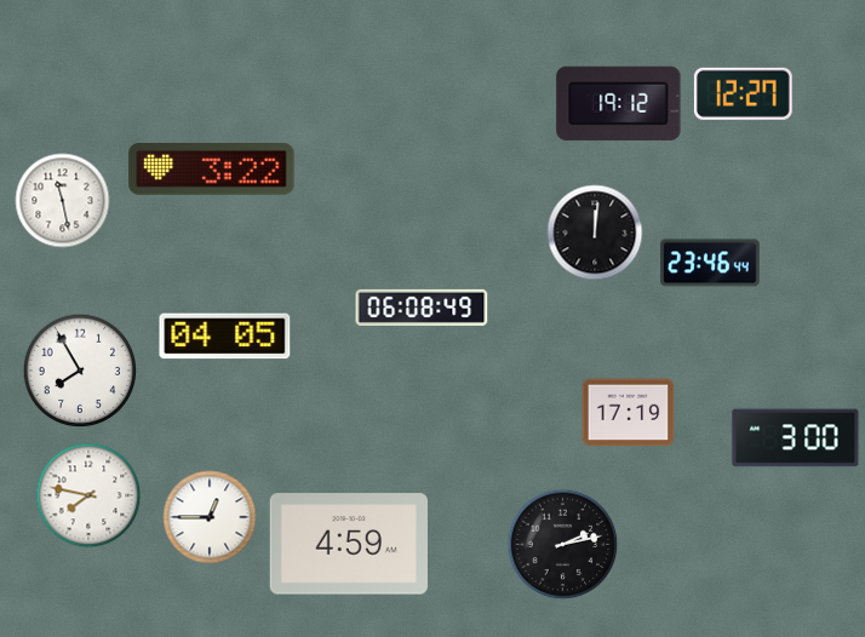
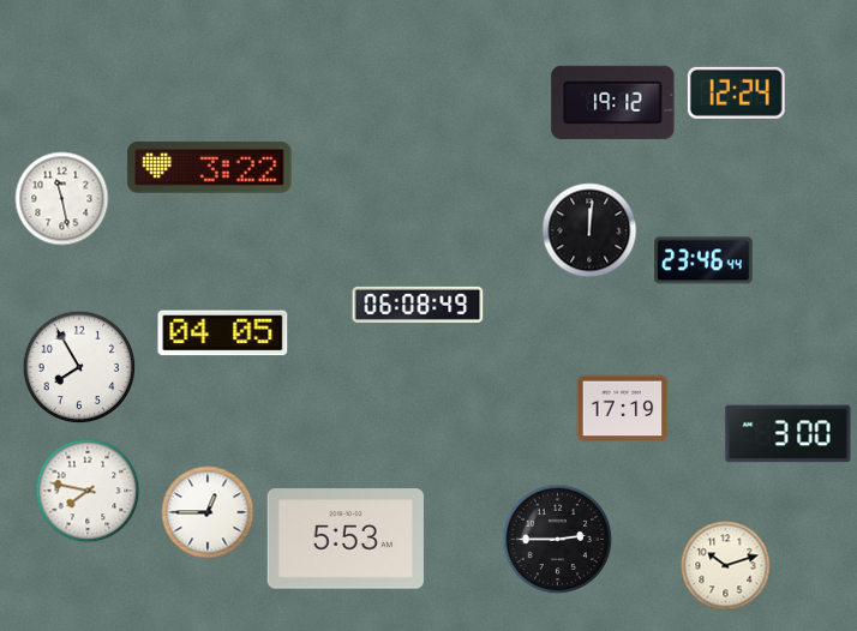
clock at (743, 93): 12:27 -> 12:24
clock at (349, 544): 4:59 -> 5:53
clock at (563, 545): 2:13 -> 2:45
clock at (726, 566): none -> 10:12
